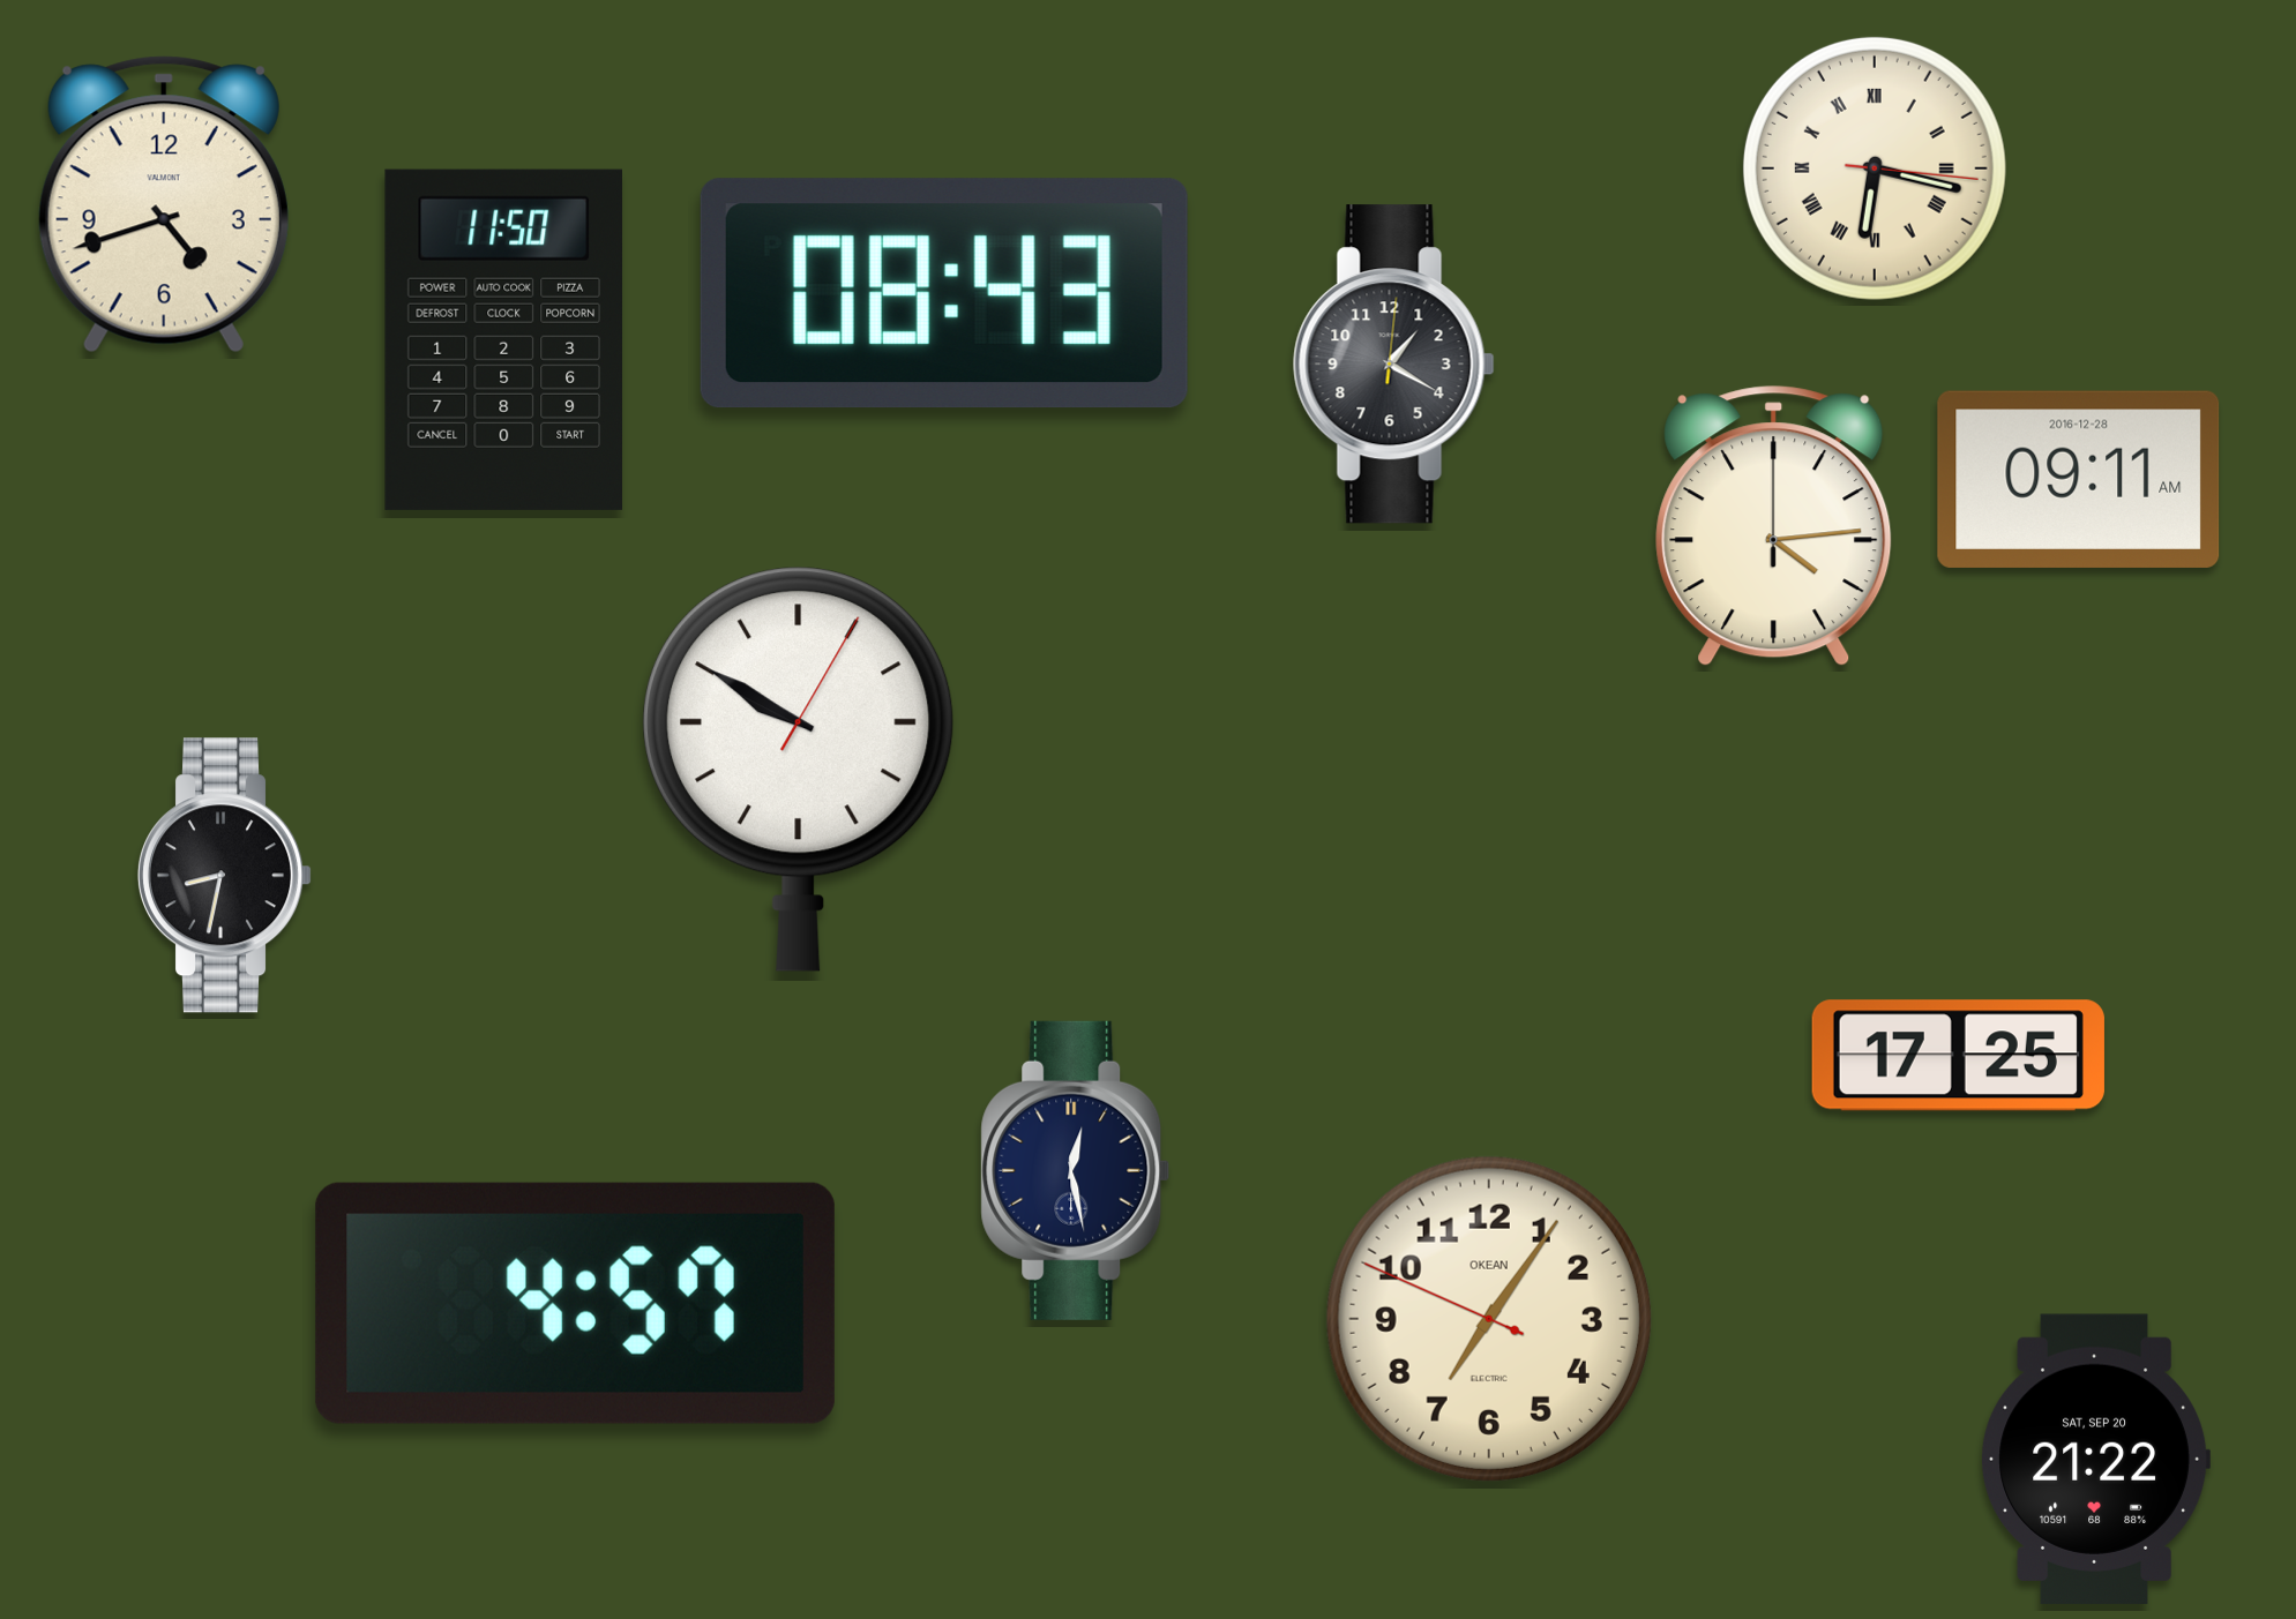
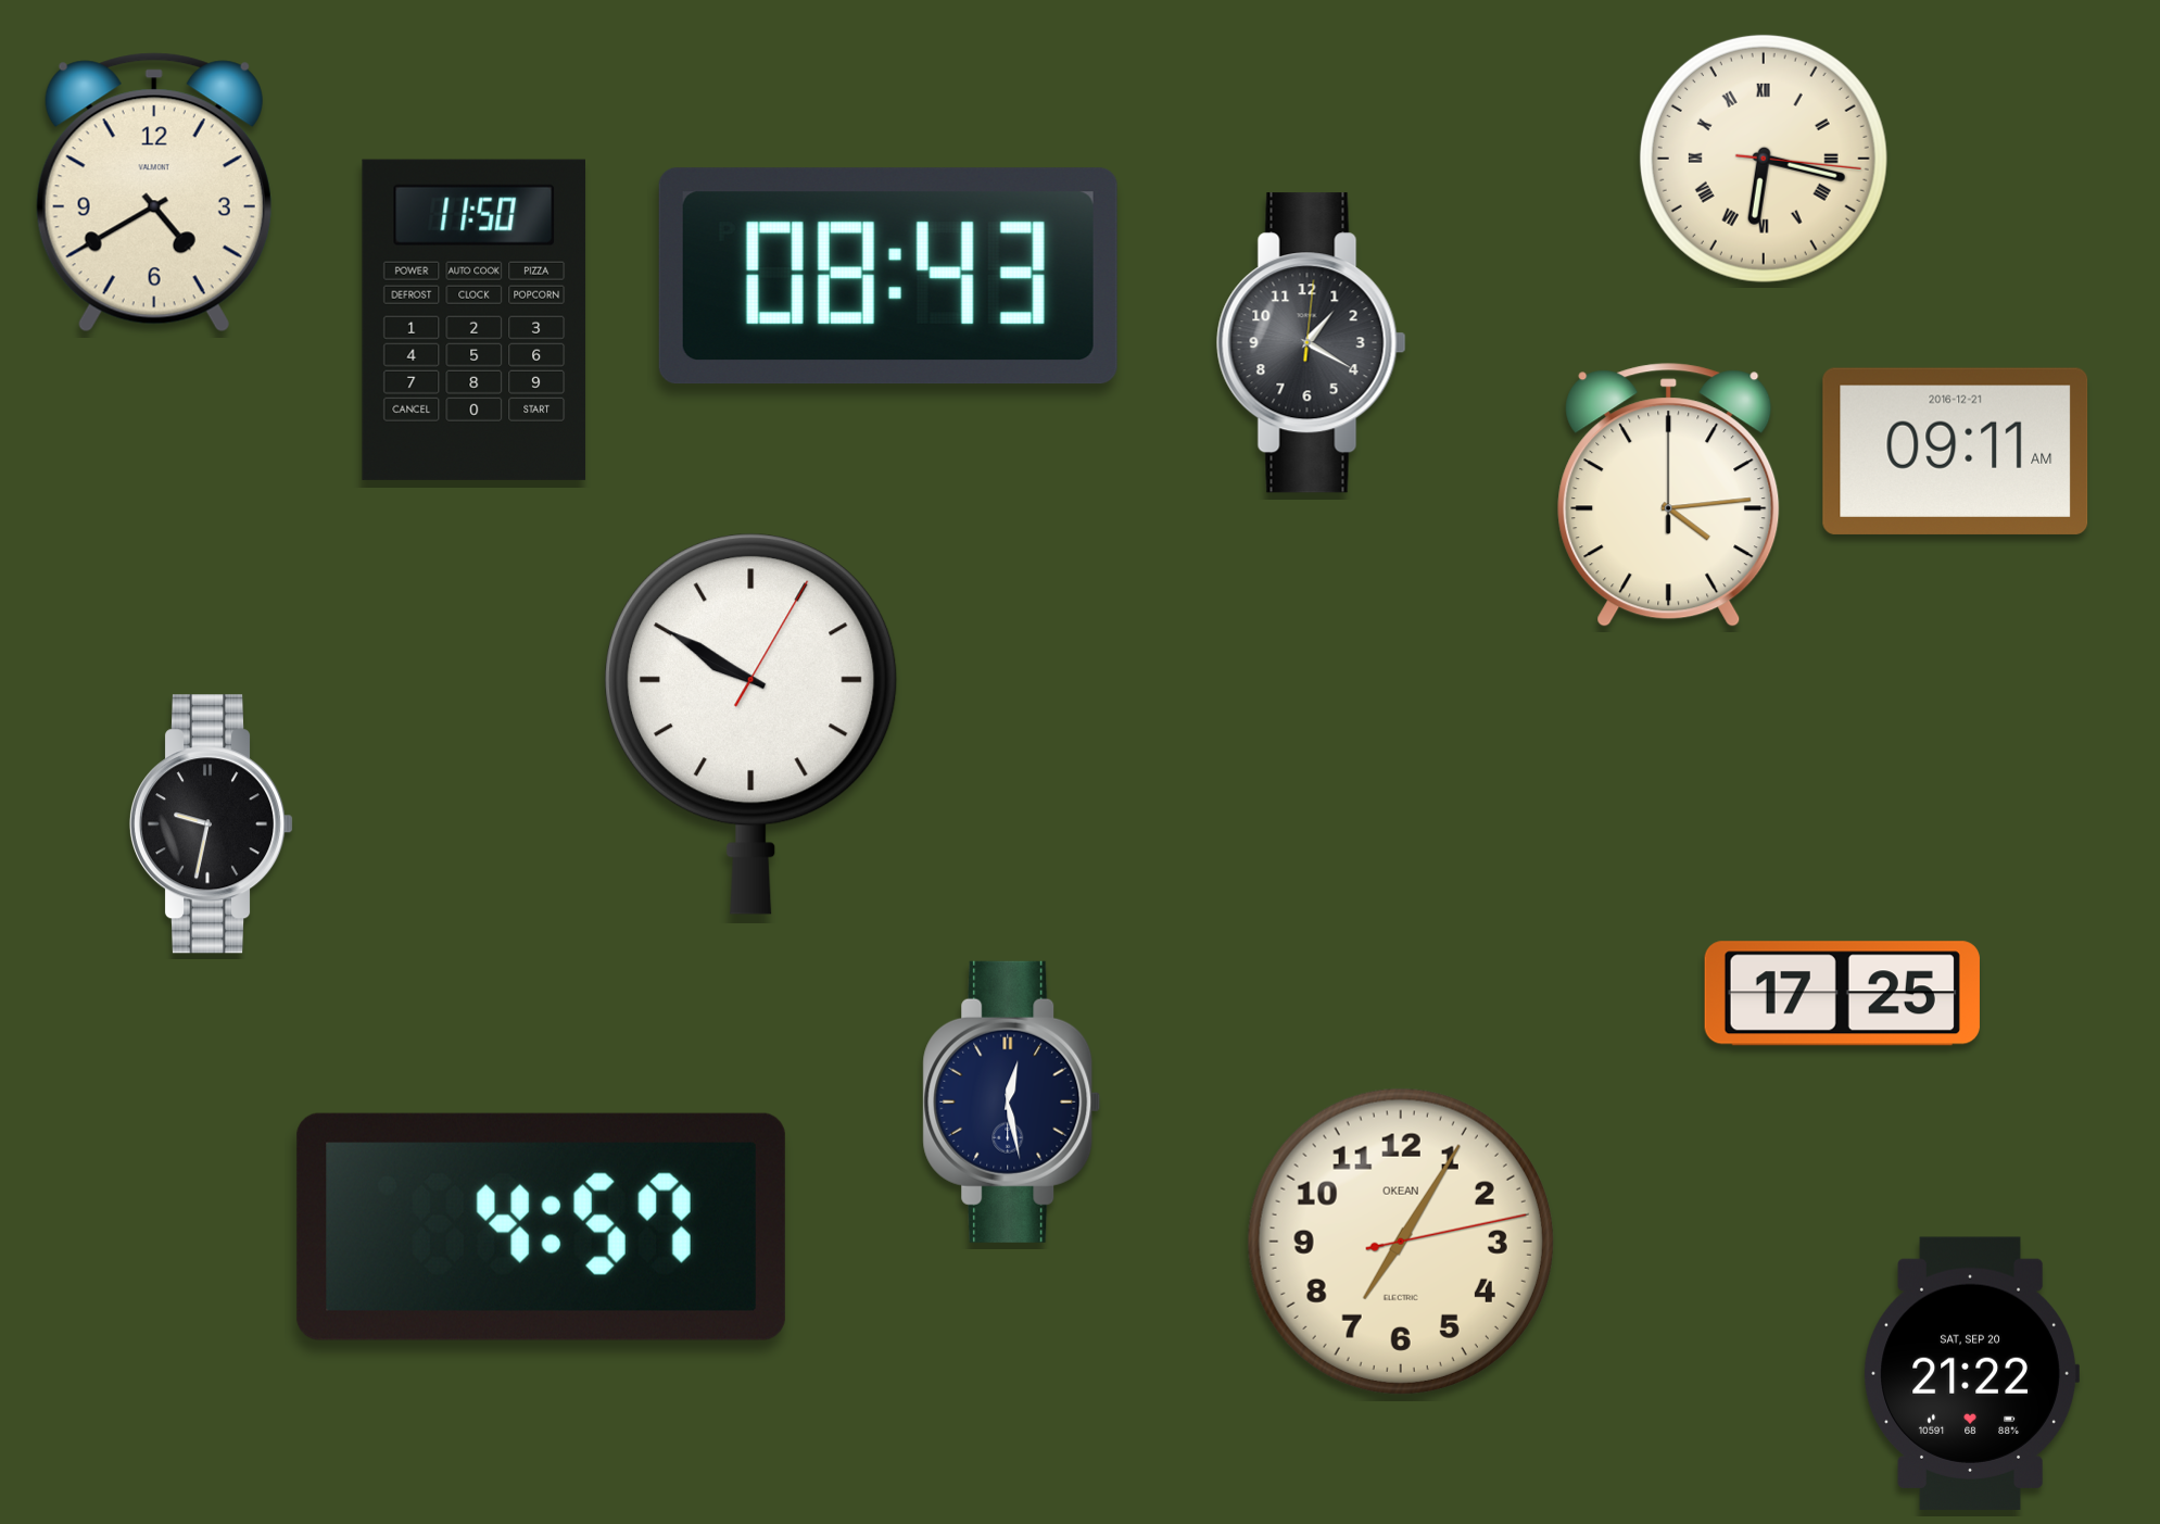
clock at (164, 204): 4:42 -> 4:40
clock at (2079, 479) date: 2016-12-28 -> 2016-12-21
clock at (225, 876): 8:32 -> 9:32
clock at (1489, 1319): 7:05:49 -> 7:05:13
